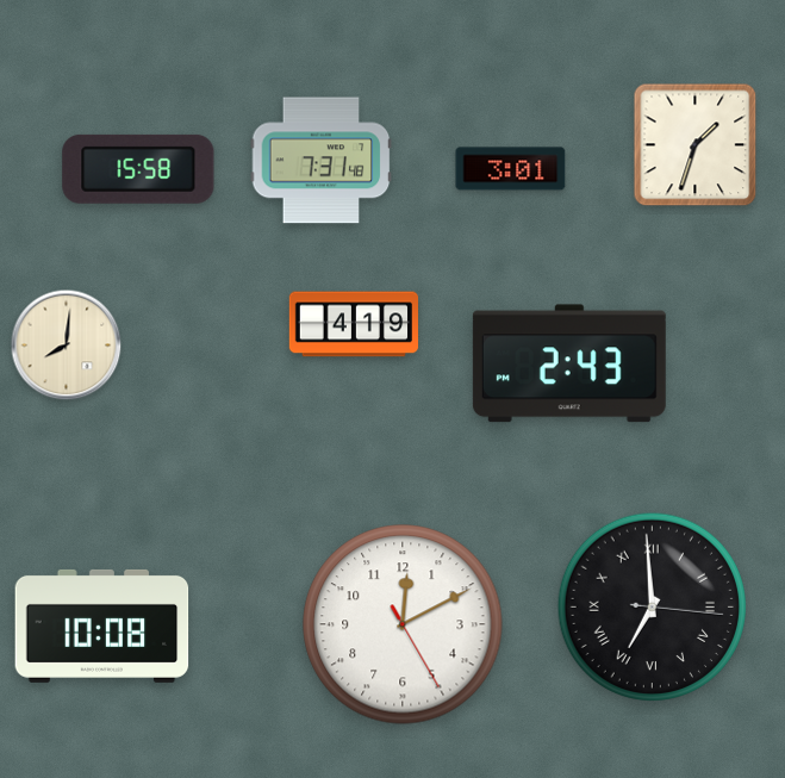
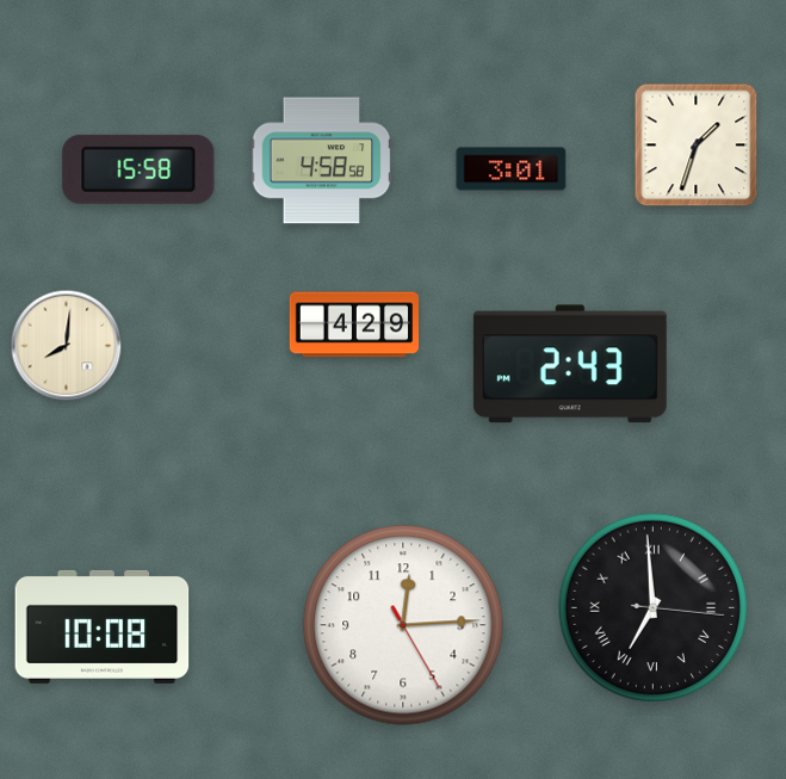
clock at (322, 161): 7:31 -> 4:58
clock at (354, 324): 4:19 -> 4:29
clock at (403, 624): 12:10 -> 12:14
